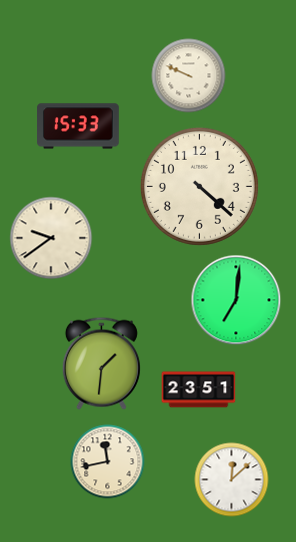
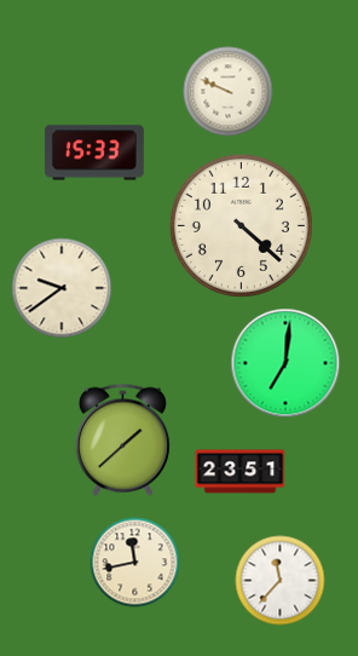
clock at (101, 363): 1:31 -> 1:38
clock at (108, 462) position: (108, 462) -> (135, 563)
clock at (232, 480): 12:08 -> 11:37
